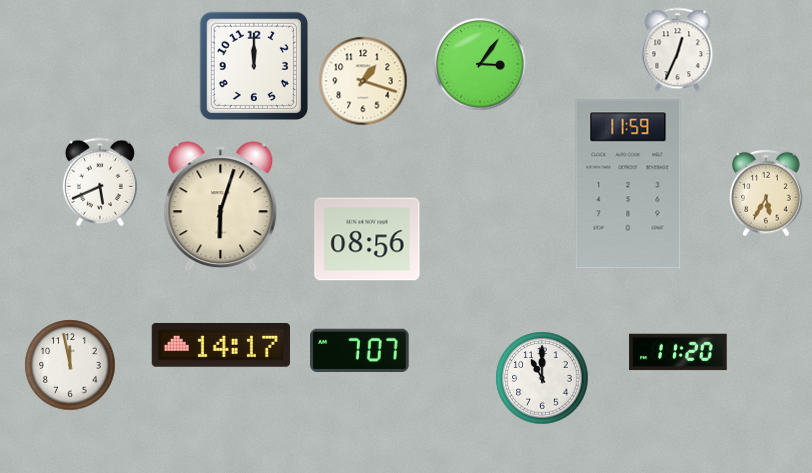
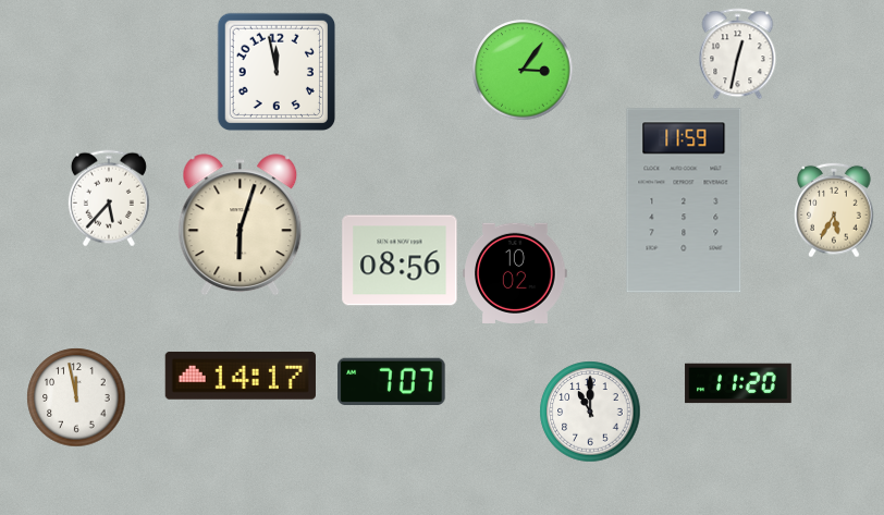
clock at (678, 49): 12:34 -> 12:32
clock at (253, 65): 12:00 -> 11:58
clock at (363, 81): 1:18 -> none
clock at (100, 182): 5:41 -> 5:37
clock at (515, 273): none -> 10:02
